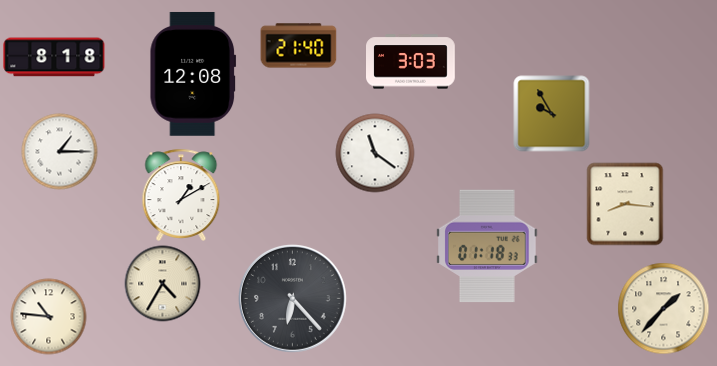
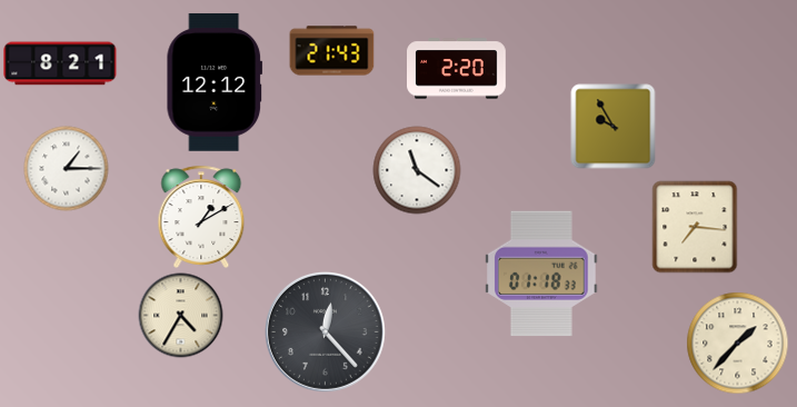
clock at (299, 46): 21:40 -> 21:43
clock at (54, 57): 8:18 -> 8:21
clock at (411, 62): 3:03 -> 2:20
clock at (193, 74): 12:08 -> 12:12
clock at (625, 204): 8:16 -> 7:16
clock at (292, 298): 6:23 -> 12:23
clock at (49, 317): 10:46 -> none
